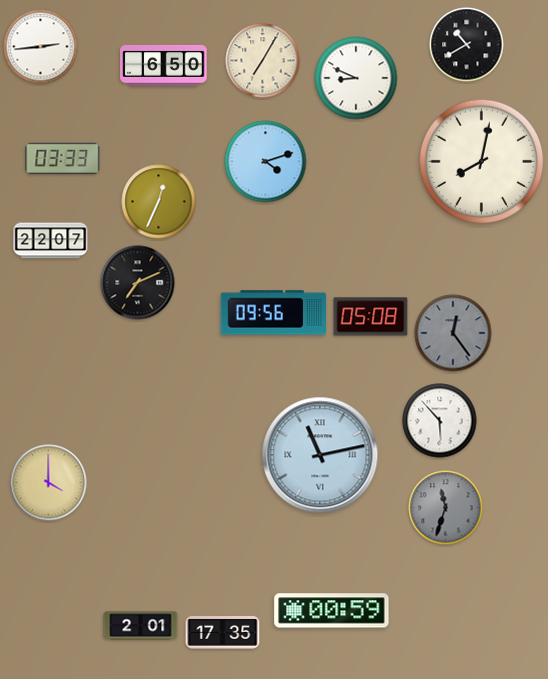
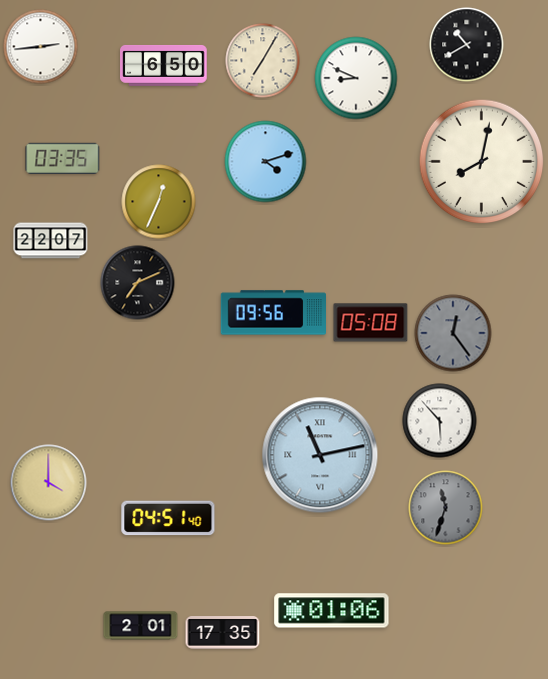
clock at (63, 158): 03:33 -> 03:35
clock at (371, 317) position: (371, 317) -> (371, 323)
clock at (168, 518): none -> 04:51
clock at (332, 611): 00:59 -> 01:06
